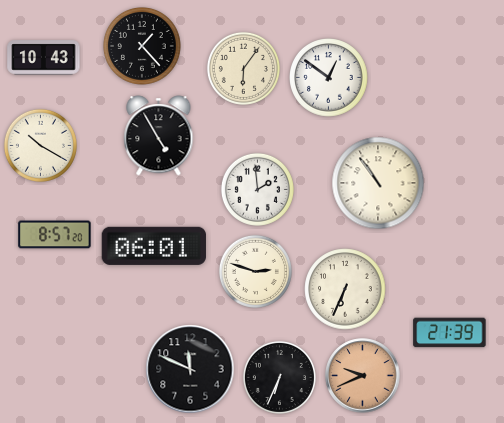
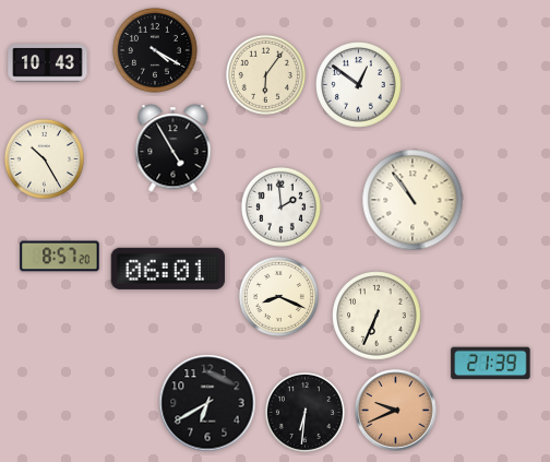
clock at (143, 47): 1:23 -> 4:20
clock at (40, 145): 10:20 -> 10:25
clock at (255, 271): 2:48 -> 8:19
clock at (190, 369): 11:49 -> 6:40
clock at (279, 377): 6:34 -> 6:31
